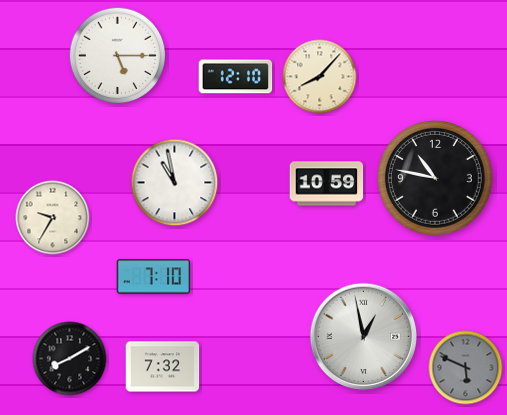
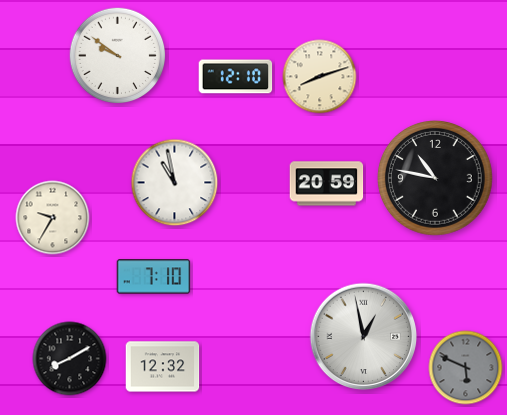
clock at (118, 56): 5:15 -> 9:51
clock at (320, 77): 8:07 -> 8:12
clock at (327, 184): 10:59 -> 20:59
clock at (163, 367): 7:32 -> 12:32
